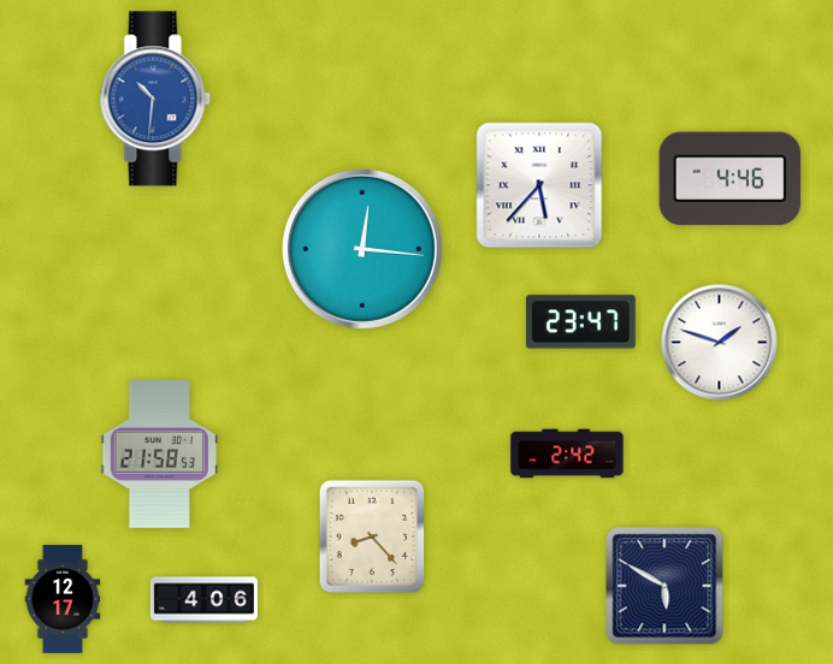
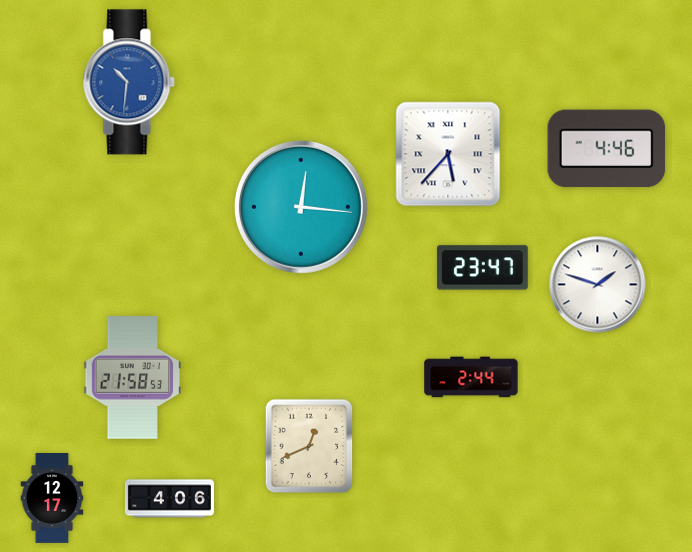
clock at (567, 453): 2:42 -> 2:44
clock at (372, 536): 8:23 -> 12:41
clock at (664, 586): 5:50 -> none
